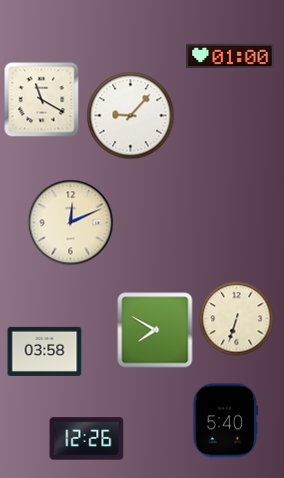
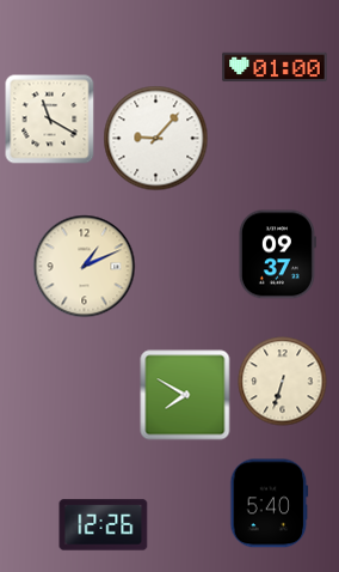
clock at (277, 255): none -> 09:37
clock at (71, 223): 12:11 -> 1:11
clock at (45, 351): 03:58 -> none
